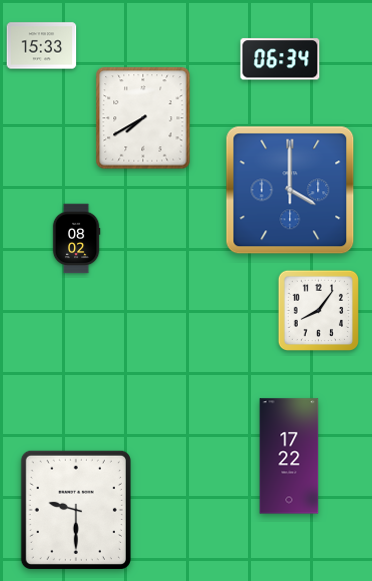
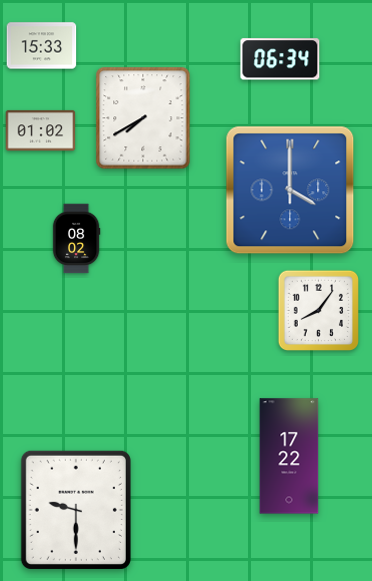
clock at (41, 131): none -> 01:02
